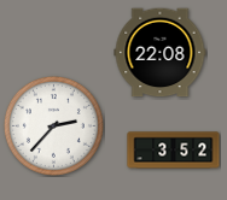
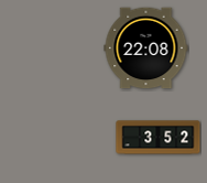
clock at (53, 125): 2:37 -> none
